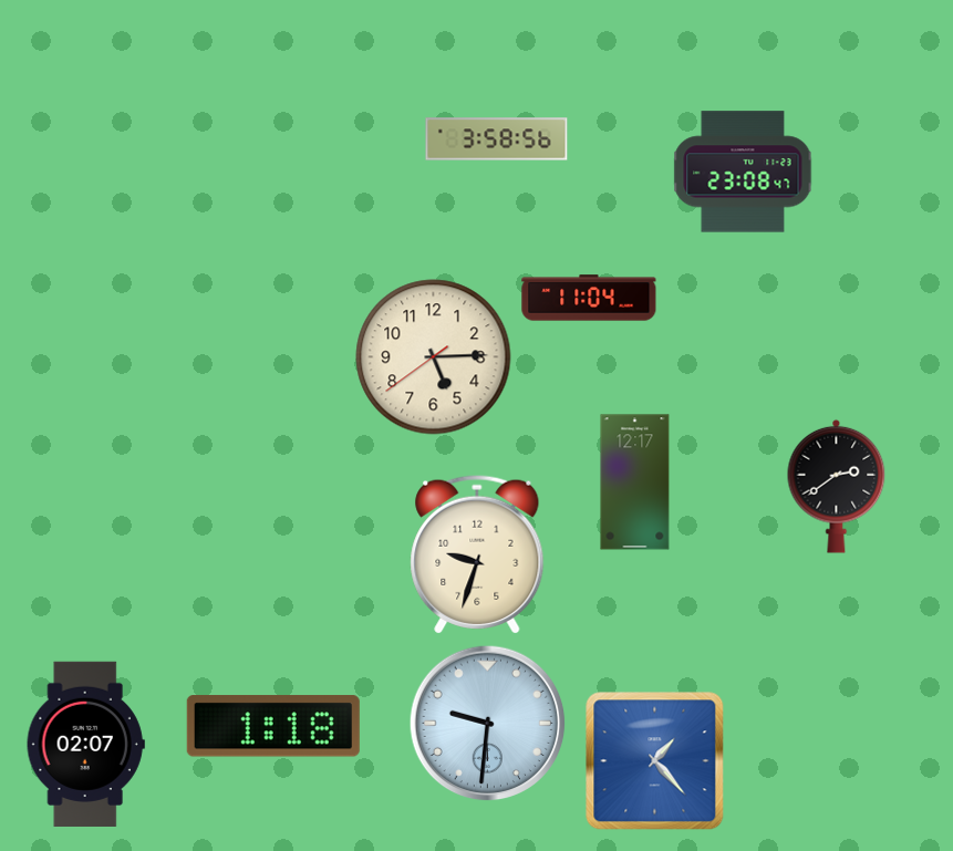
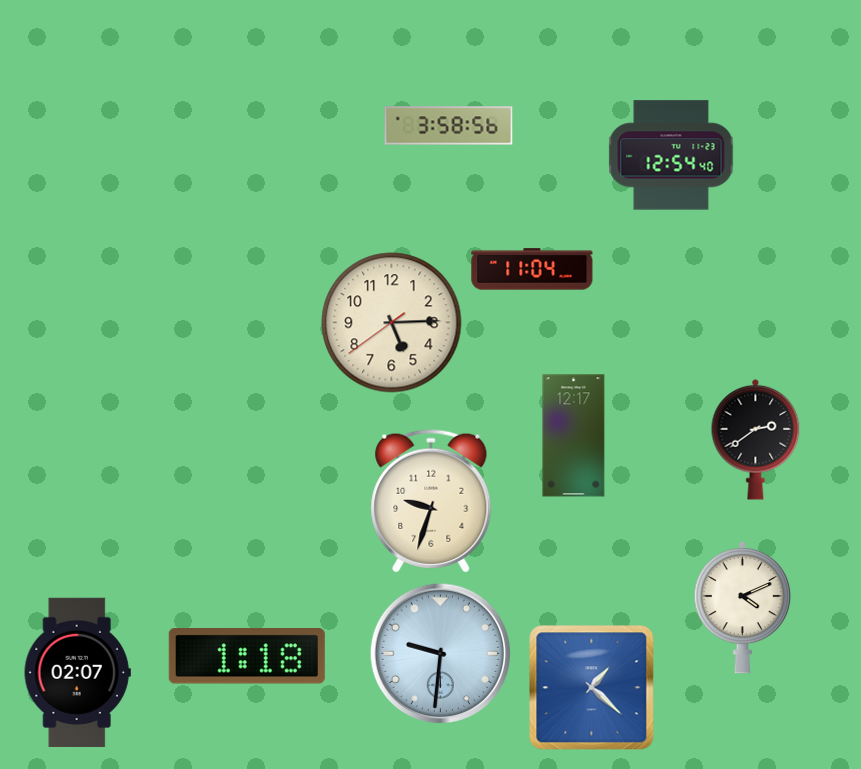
clock at (743, 172): 23:08 -> 12:54
clock at (742, 607): none -> 4:11
clock at (654, 760): 1:23 -> 1:22
